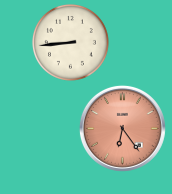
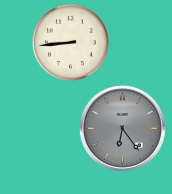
clock at (122, 128) dial: salmon -> grey
